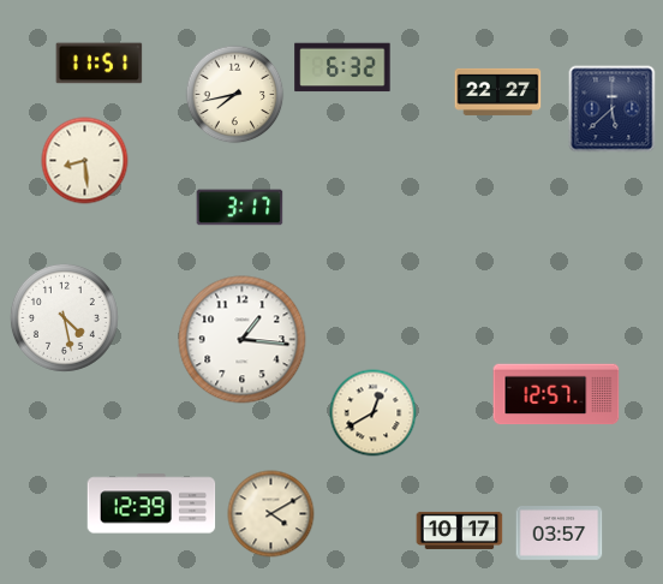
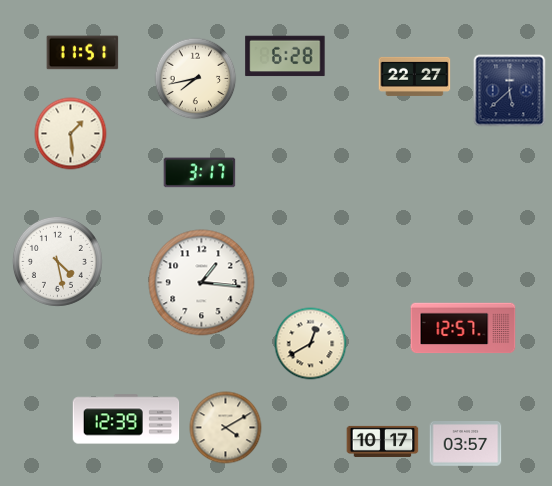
clock at (342, 67): 6:32 -> 6:28
clock at (85, 161): 8:29 -> 1:29
clock at (64, 317) position: (64, 317) -> (57, 261)
